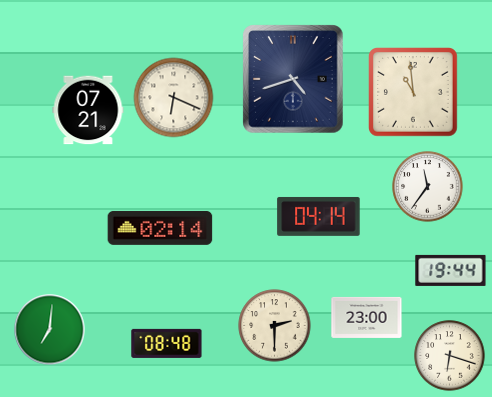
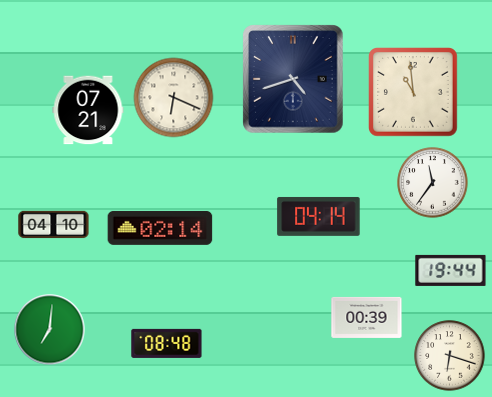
clock at (428, 187) position: (428, 187) -> (433, 183)
clock at (54, 225): none -> 04:10
clock at (367, 317): 23:00 -> 00:39
clock at (275, 326): 2:30 -> none
